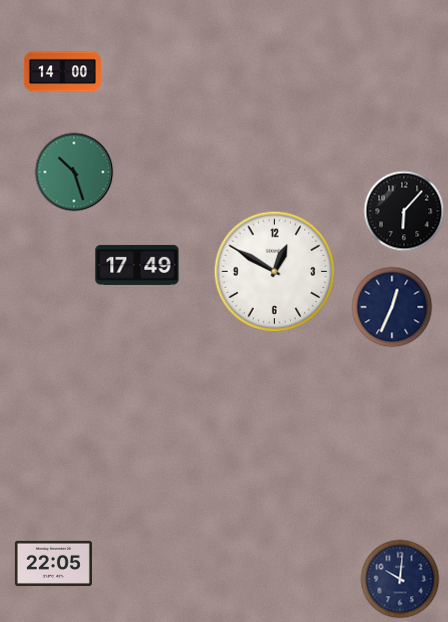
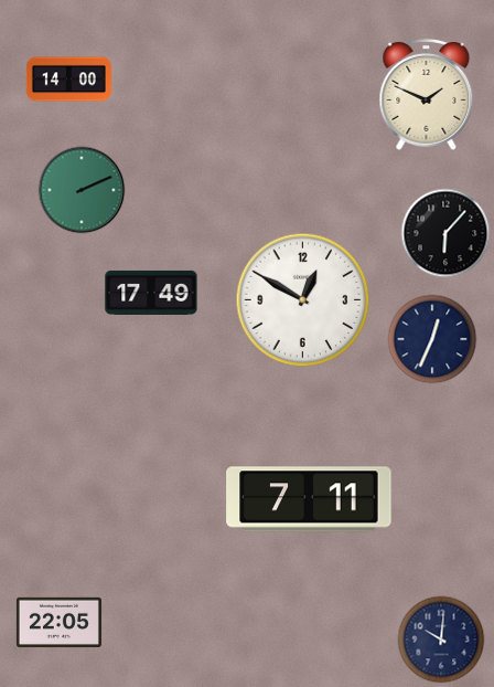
clock at (427, 94): none -> 1:49
clock at (74, 172): 10:27 -> 2:11
clock at (309, 499): none -> 7:11
